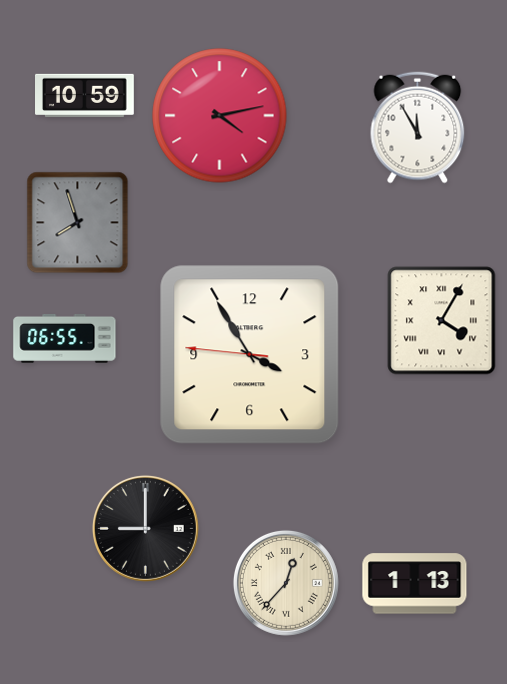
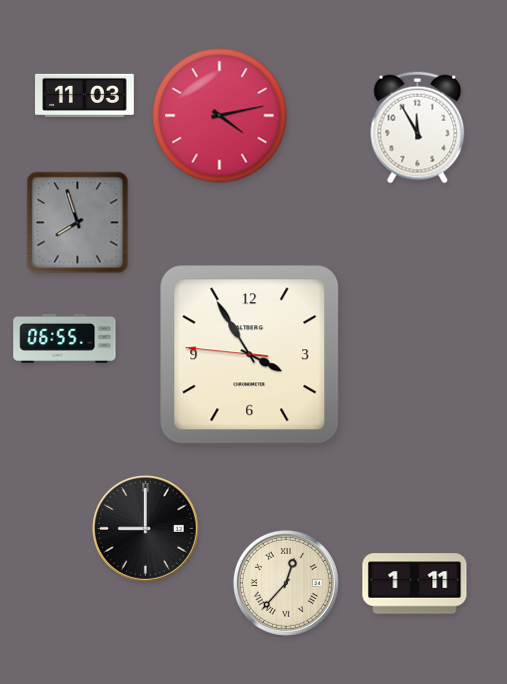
clock at (85, 95): 10:59 -> 11:03
clock at (442, 321): 4:05 -> none
clock at (415, 584): 1:13 -> 1:11
